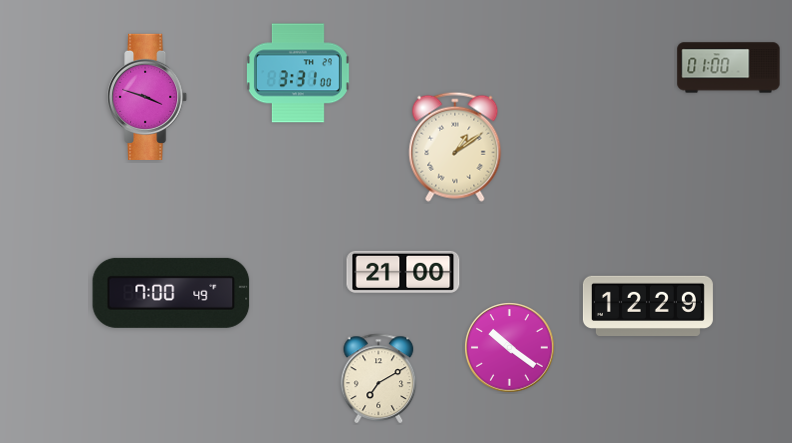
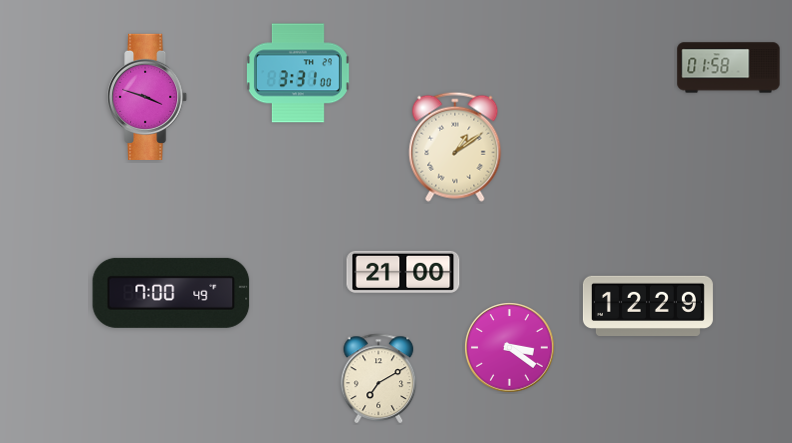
clock at (729, 68): 01:00 -> 01:58
clock at (510, 348): 10:21 -> 3:21
